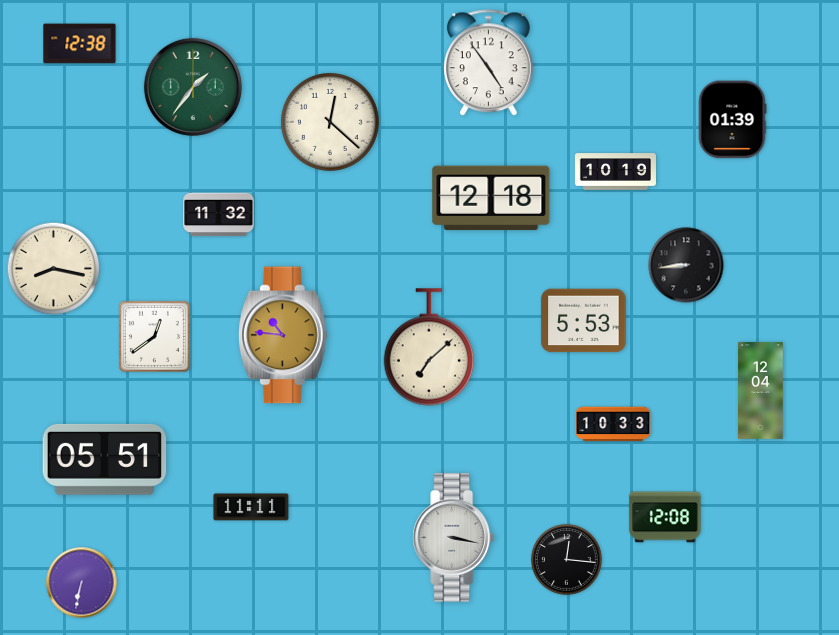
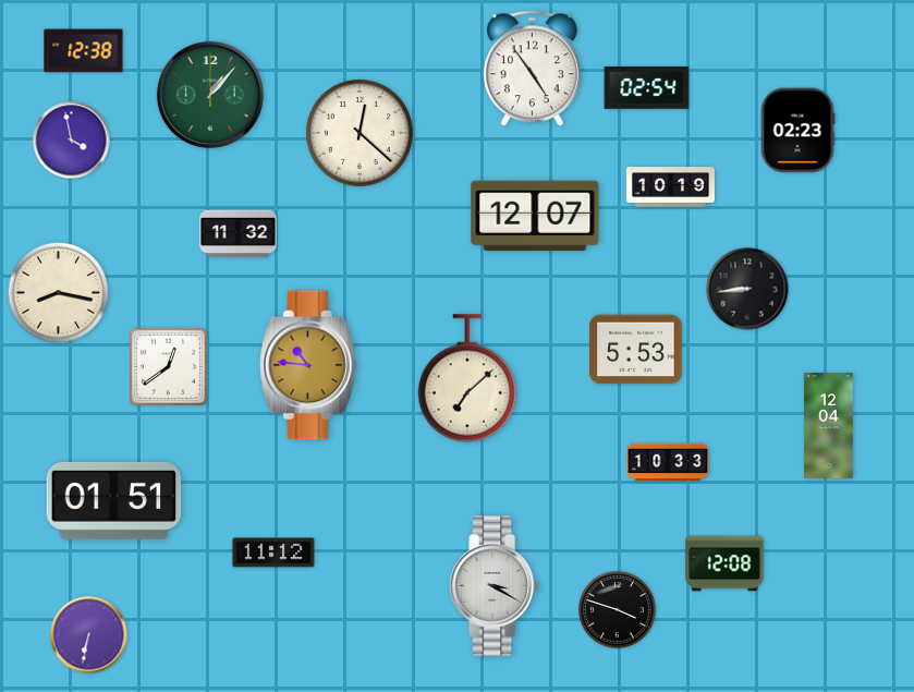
clock at (80, 44) position: (80, 44) -> (84, 51)
clock at (647, 88): none -> 02:54
clock at (193, 87): 1:36 -> 1:07
clock at (732, 120): 01:39 -> 02:23
clock at (72, 141): none -> 3:58
clock at (491, 198): 12:18 -> 12:07
clock at (105, 459): 05:51 -> 01:51
clock at (251, 507): 11:11 -> 11:12
clock at (453, 538): 3:17 -> 3:20
clock at (567, 560): 12:16 -> 3:48
